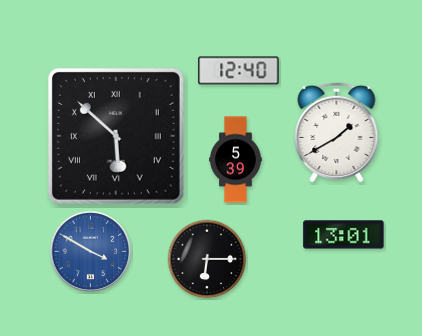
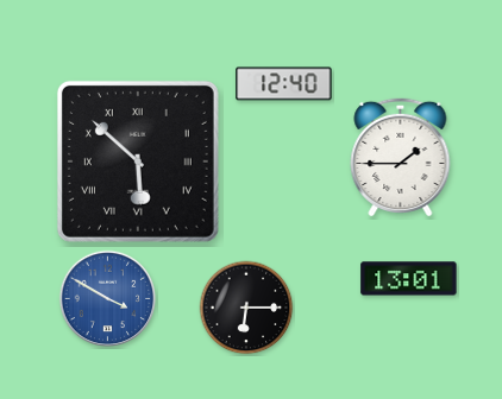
clock at (337, 132): 1:40 -> 1:45
clock at (236, 160): 5:39 -> none
